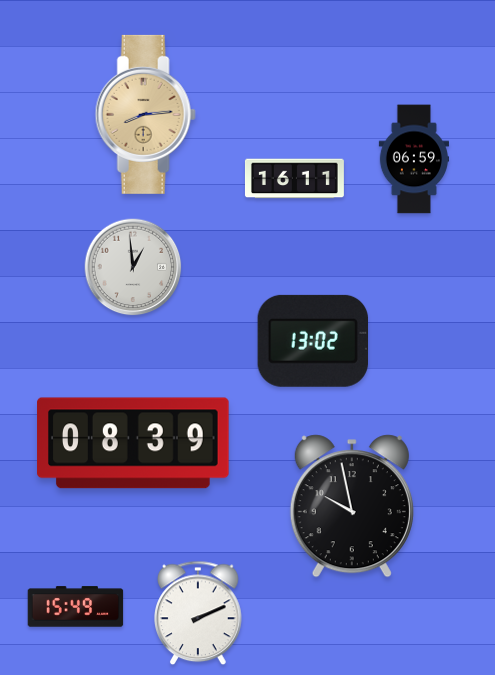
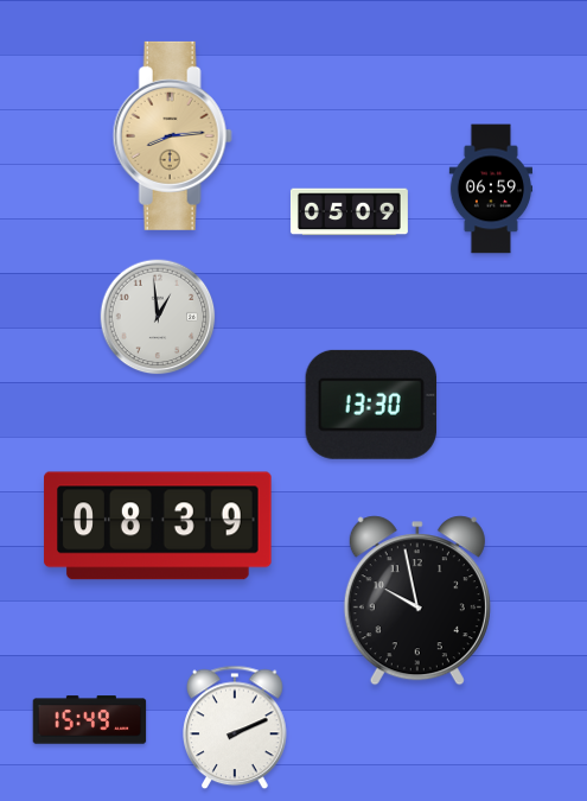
clock at (294, 179): 16:11 -> 05:09
clock at (312, 341): 13:02 -> 13:30
